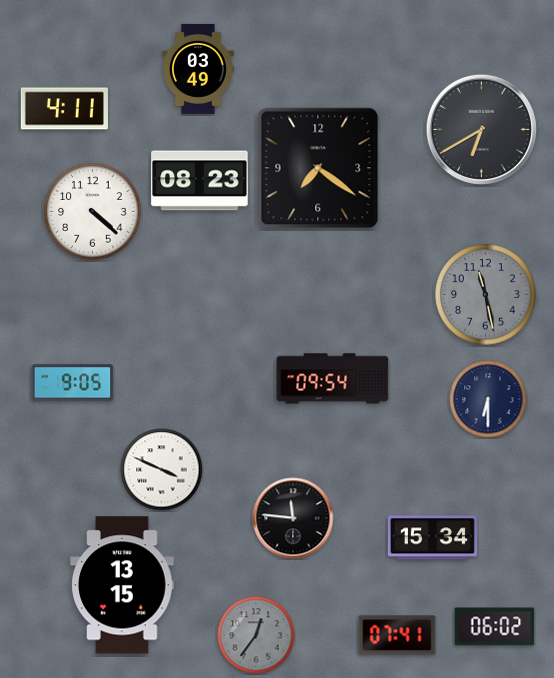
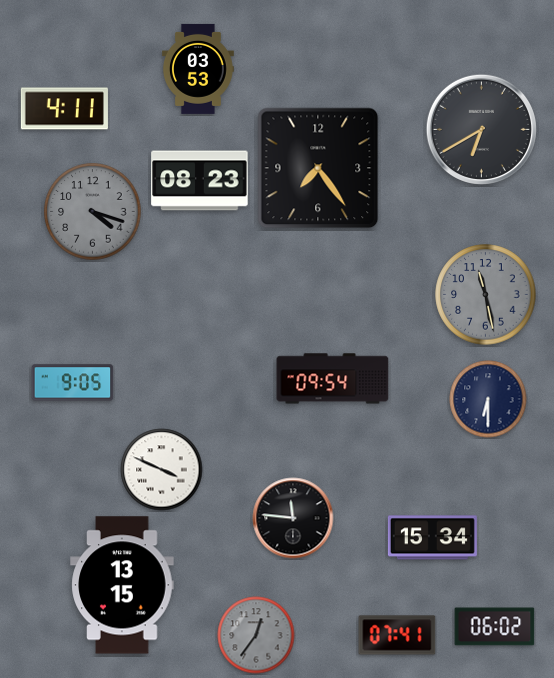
clock at (198, 69): 03:49 -> 03:53
clock at (318, 168): 7:21 -> 7:24
clock at (93, 212): 4:22 -> 4:18
clock at (93, 212) dial: white -> grey
